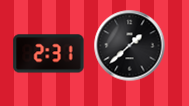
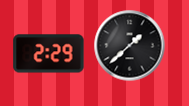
clock at (49, 54): 2:31 -> 2:29
